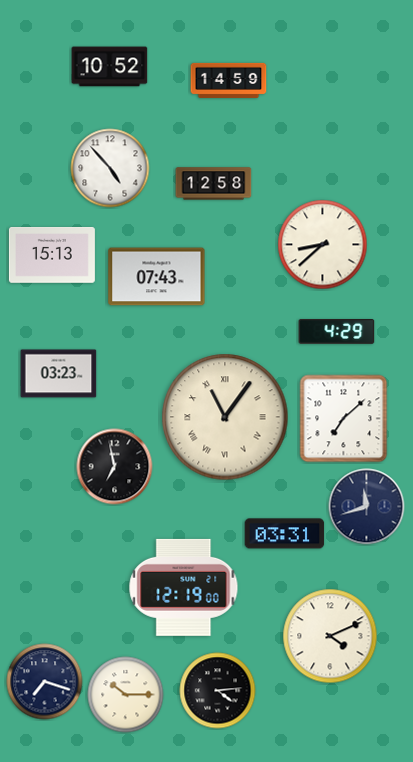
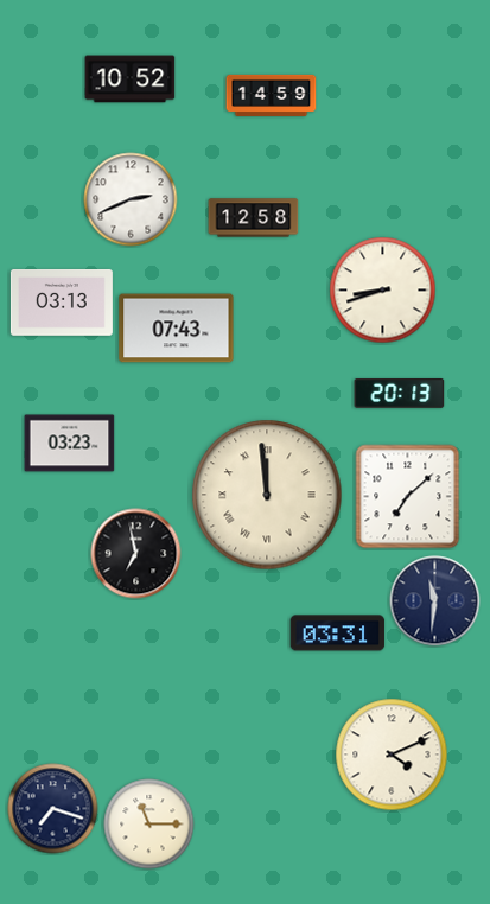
clock at (110, 168): 4:53 -> 2:41
clock at (323, 245): 8:38 -> 8:42
clock at (52, 255): 15:13 -> 03:13
clock at (157, 277) position: (157, 277) -> (177, 329)
clock at (337, 332): 4:29 -> 20:13
clock at (225, 417): 11:06 -> 11:59
clock at (367, 507): 11:42 -> 11:31
clock at (184, 587): 12:19 -> none
clock at (218, 691): 4:14 -> none
clock at (126, 695): 10:15 -> 11:15
